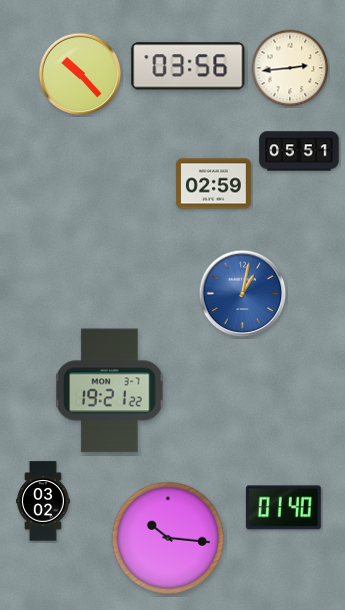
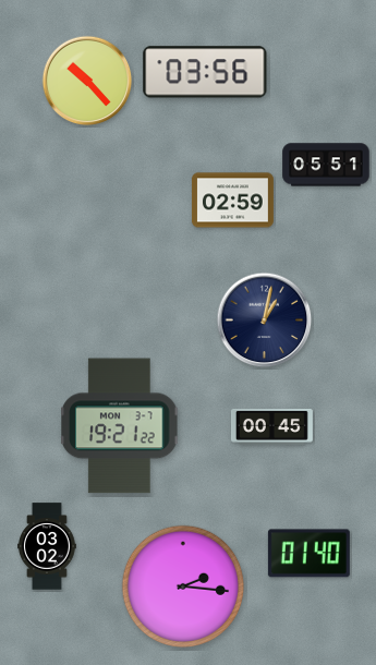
clock at (290, 68): 2:44 -> none
clock at (243, 294) dial: blue -> navy
clock at (271, 426): none -> 00:45
clock at (168, 538): 10:16 -> 2:16
